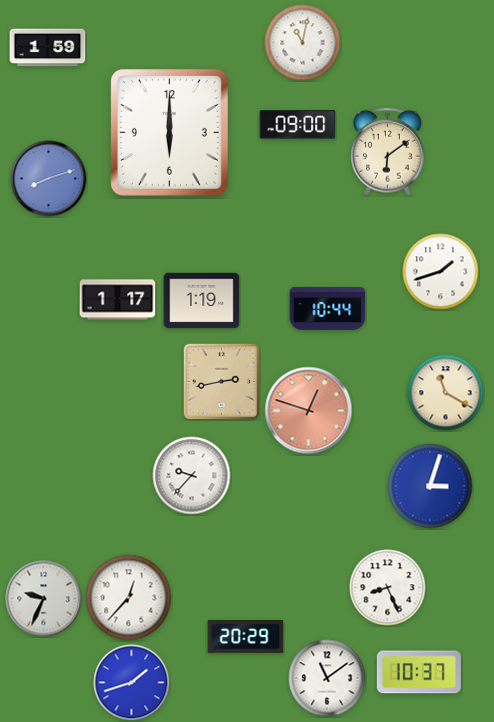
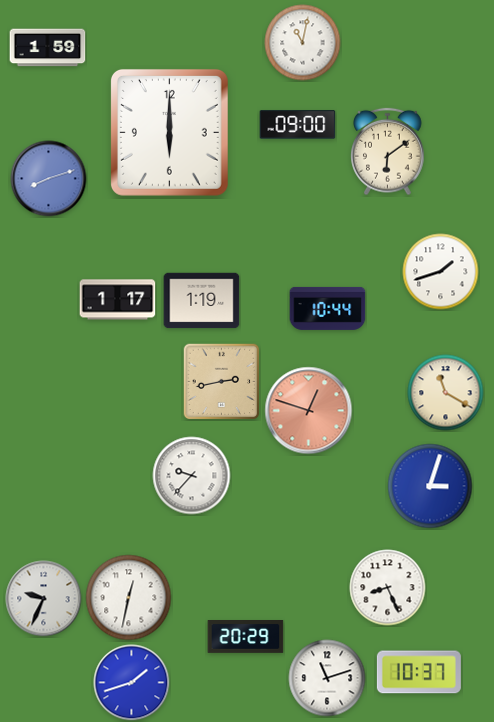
clock at (129, 598): 12:37 -> 12:32
clock at (327, 678): 11:09 -> 11:12
